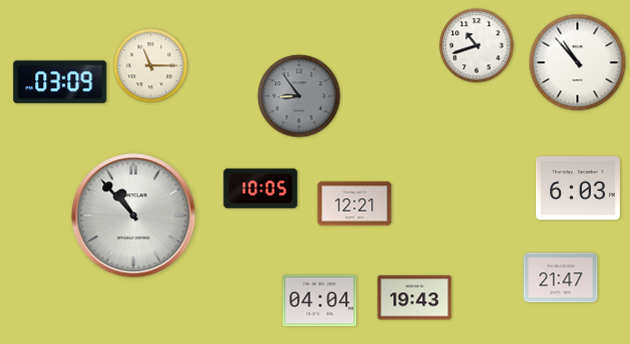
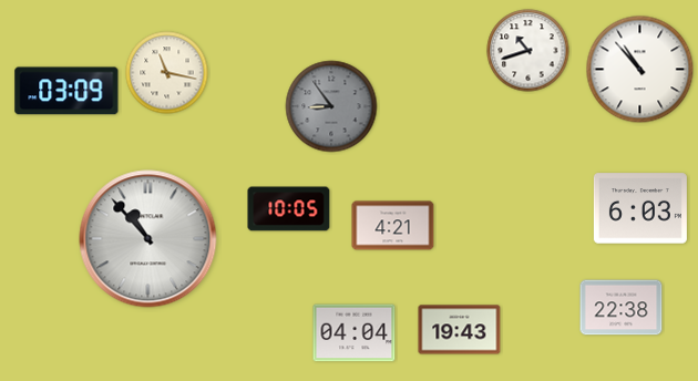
clock at (151, 66): 11:15 -> 11:17
clock at (355, 204): 12:21 -> 4:21
clock at (561, 278): 21:47 -> 22:38
